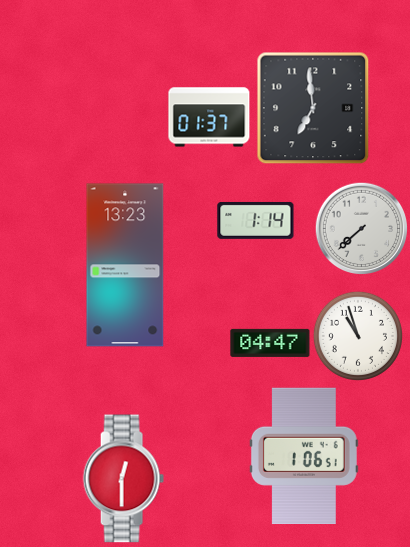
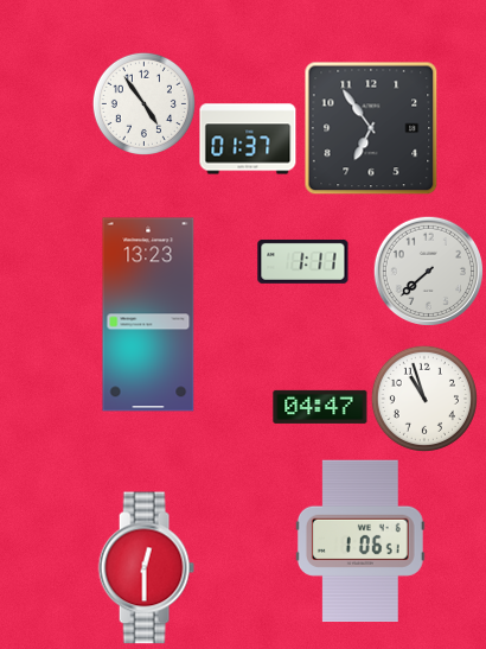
clock at (143, 103): none -> 4:54
clock at (313, 108): 6:59 -> 6:54
clock at (256, 220): 1:14 -> 1:11
